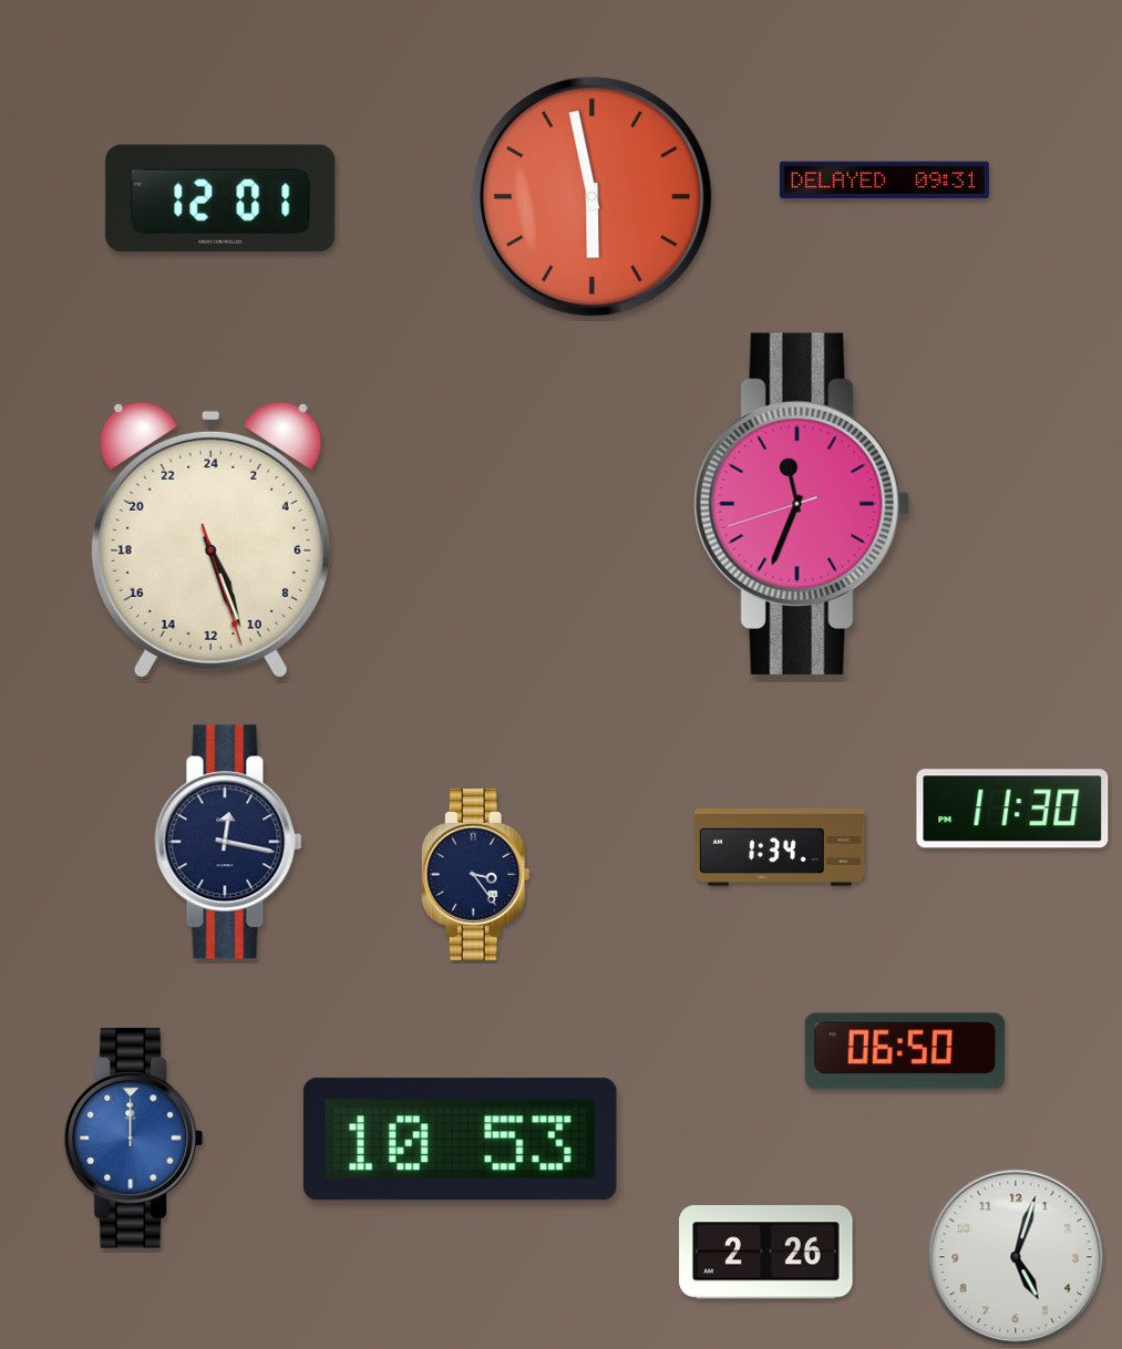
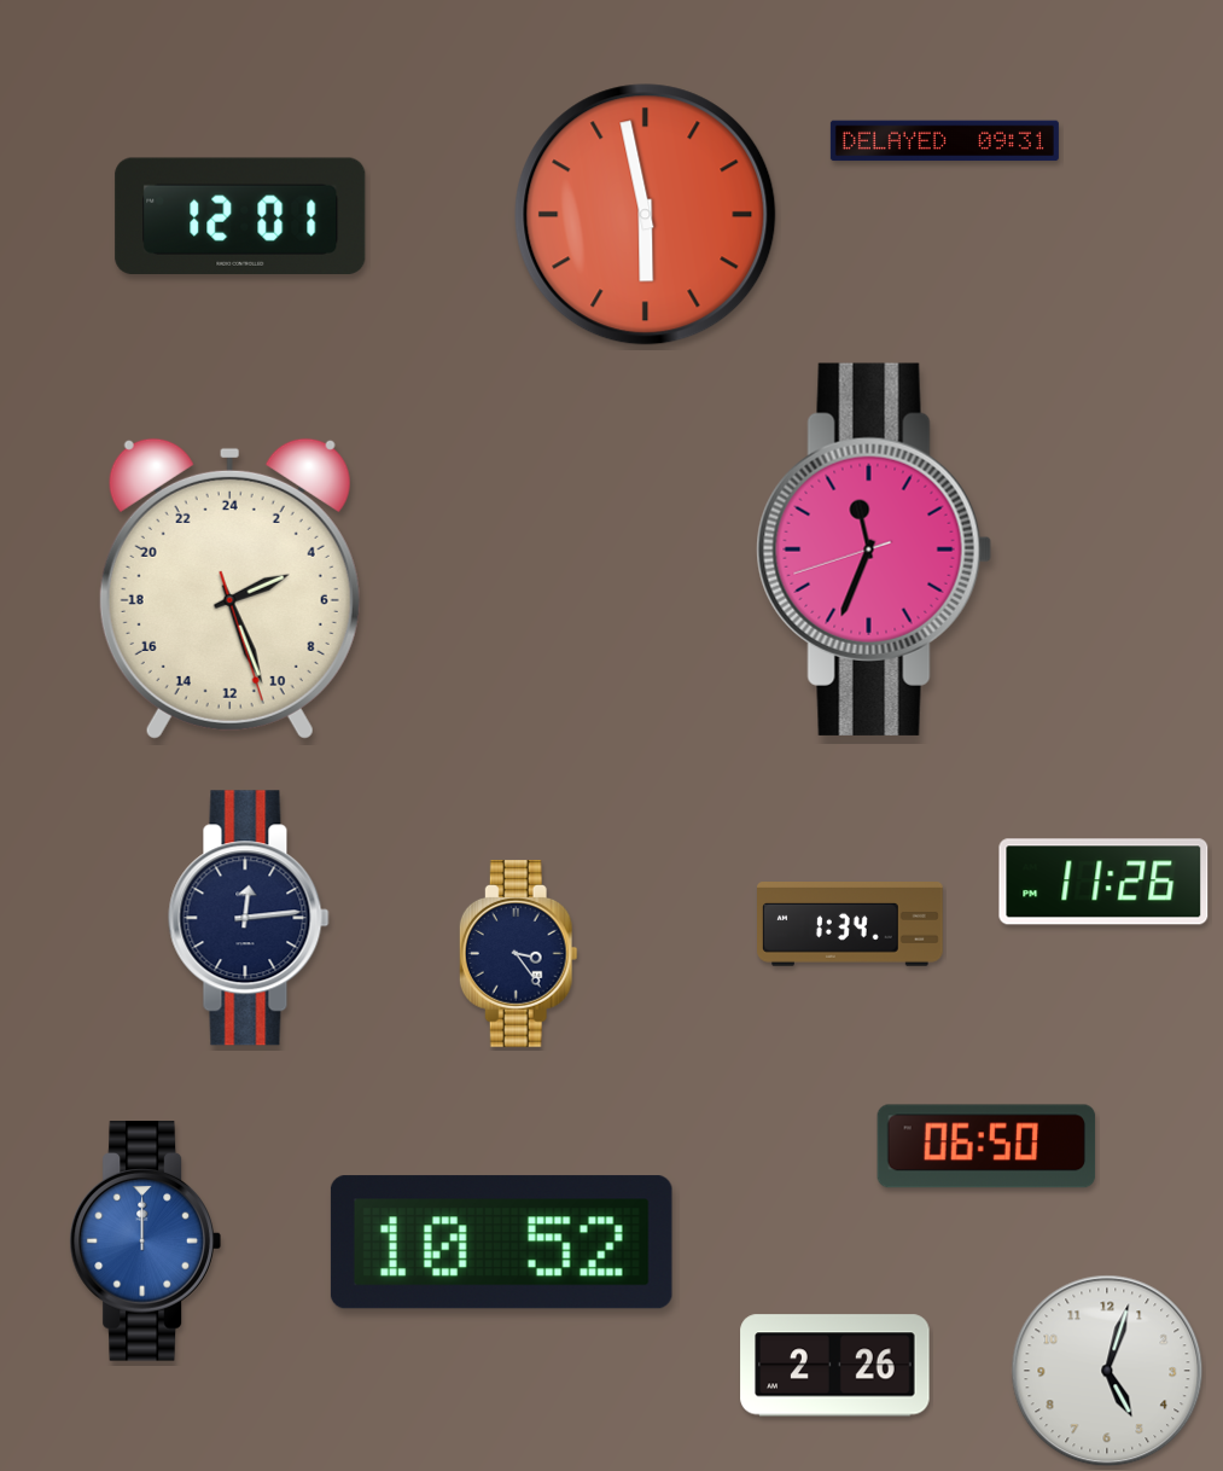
clock at (884, 181) position: (884, 181) -> (944, 141)
clock at (210, 539): 10:26 -> 4:26
clock at (1012, 809): 11:30 -> 11:26
clock at (228, 842): 12:17 -> 12:14
clock at (460, 1140): 10:53 -> 10:52
